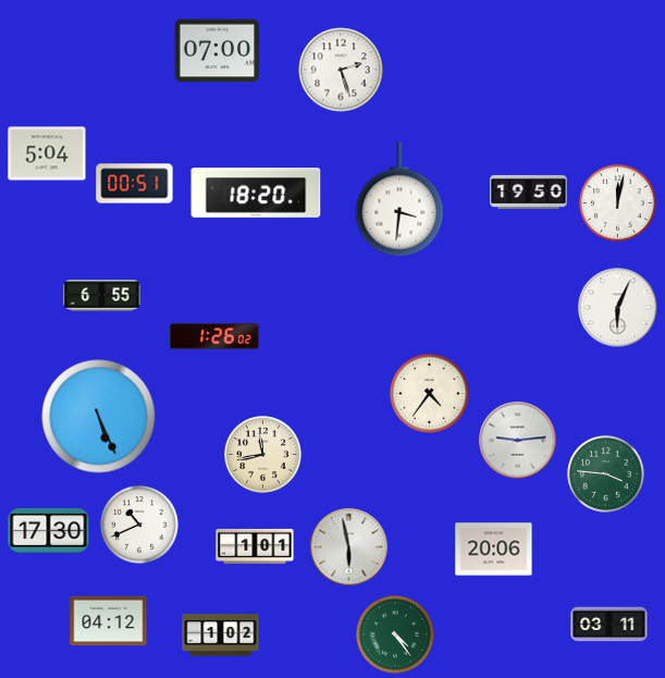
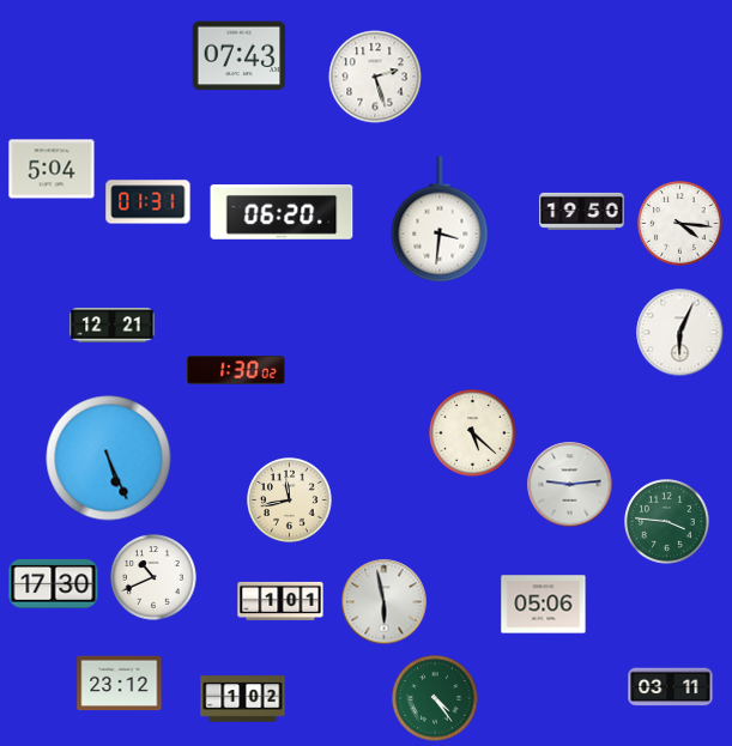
clock at (218, 51): 07:00 -> 07:43
clock at (135, 184): 00:51 -> 01:31
clock at (256, 193): 18:20 -> 06:20
clock at (618, 204): 12:02 -> 4:16
clock at (102, 296): 6:55 -> 12:21
clock at (618, 308) position: (618, 308) -> (680, 333)
clock at (214, 336): 1:26 -> 1:30
clock at (430, 394): 4:36 -> 5:22
clock at (494, 550): 20:06 -> 05:06
clock at (109, 621): 04:12 -> 23:12
